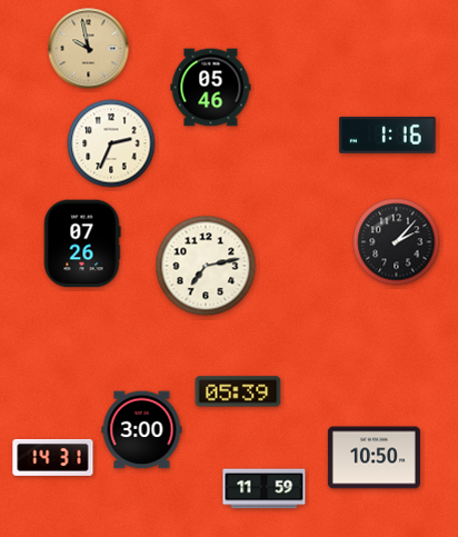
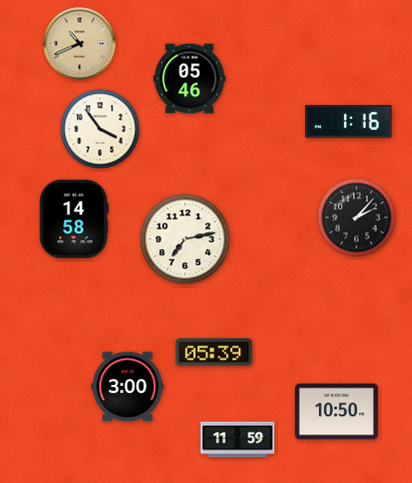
clock at (89, 49): 9:58 -> 10:41
clock at (111, 143): 2:34 -> 3:54
clock at (82, 243): 07:26 -> 14:58
clock at (53, 457): 14:31 -> none
